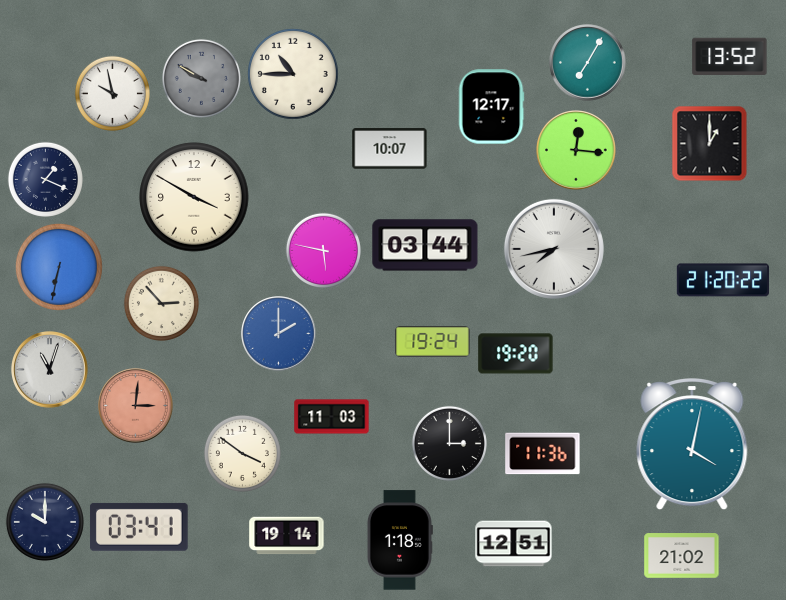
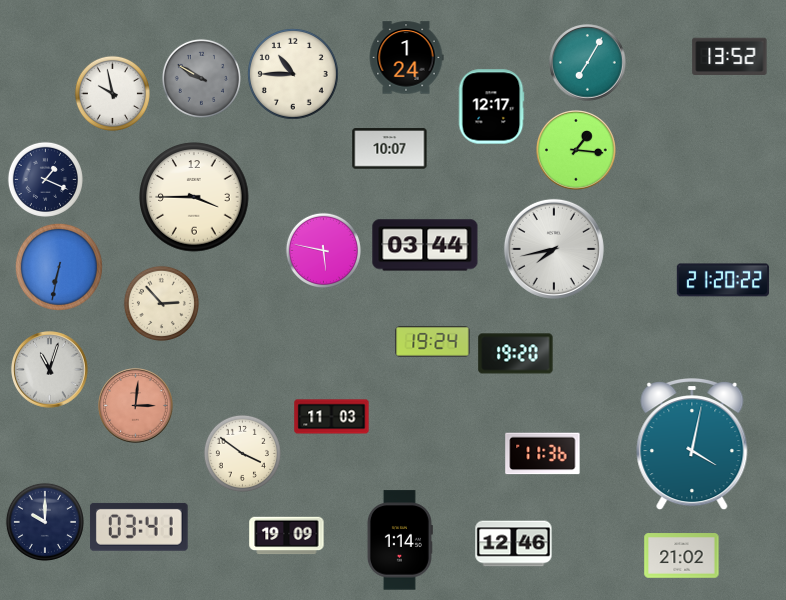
clock at (406, 58): none -> 1:24
clock at (710, 144): 1:00 -> none
clock at (577, 151): 12:16 -> 1:16
clock at (194, 197): 3:50 -> 3:45
clock at (279, 334): 2:00 -> none
clock at (449, 443): 3:00 -> none
clock at (287, 536): 19:14 -> 19:09
clock at (399, 540): 1:18 -> 1:14
clock at (514, 544): 12:51 -> 12:46
